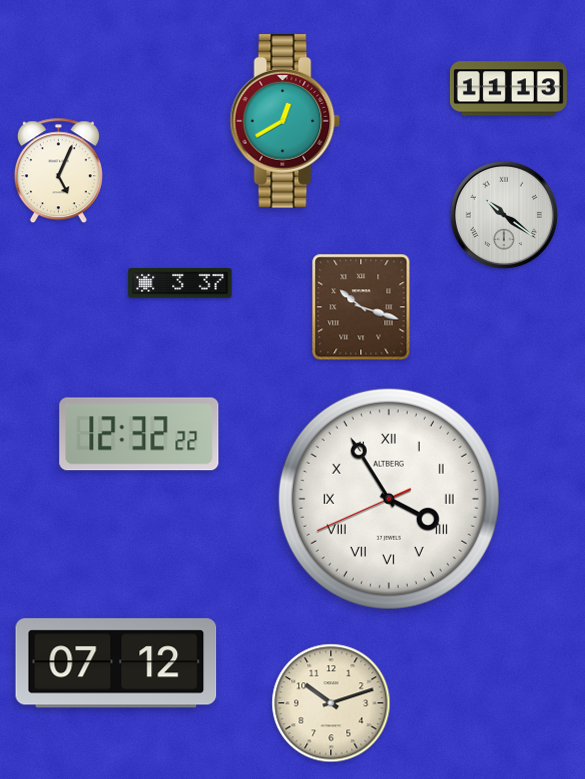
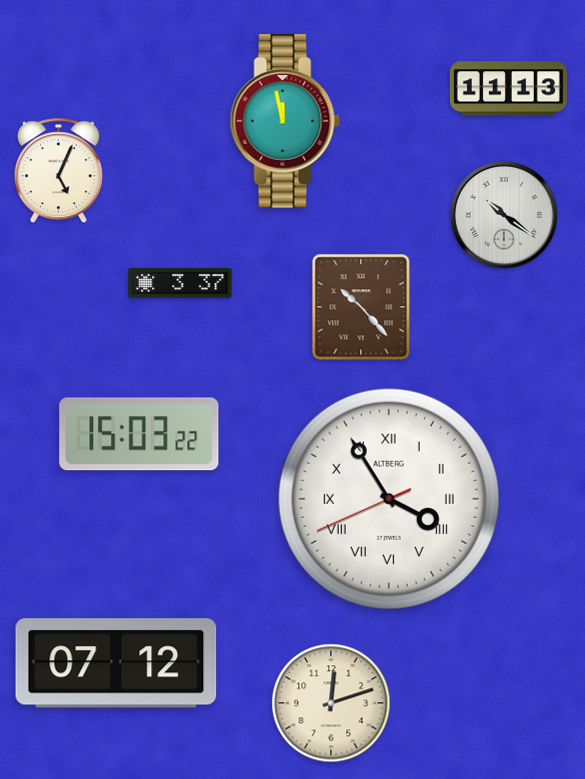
clock at (285, 121): 12:40 -> 11:58
clock at (361, 307): 10:18 -> 10:23
clock at (139, 434): 12:32 -> 15:03
clock at (331, 703): 10:12 -> 12:12
